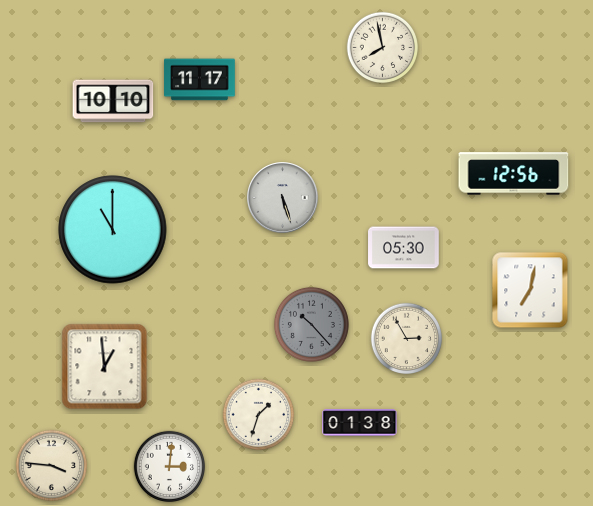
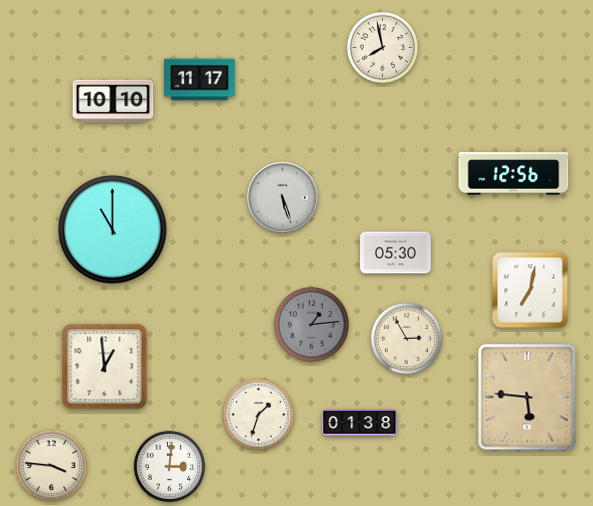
clock at (404, 248) position: (404, 248) -> (396, 253)
clock at (311, 324): 10:23 -> 1:14
clock at (527, 397): none -> 5:46
